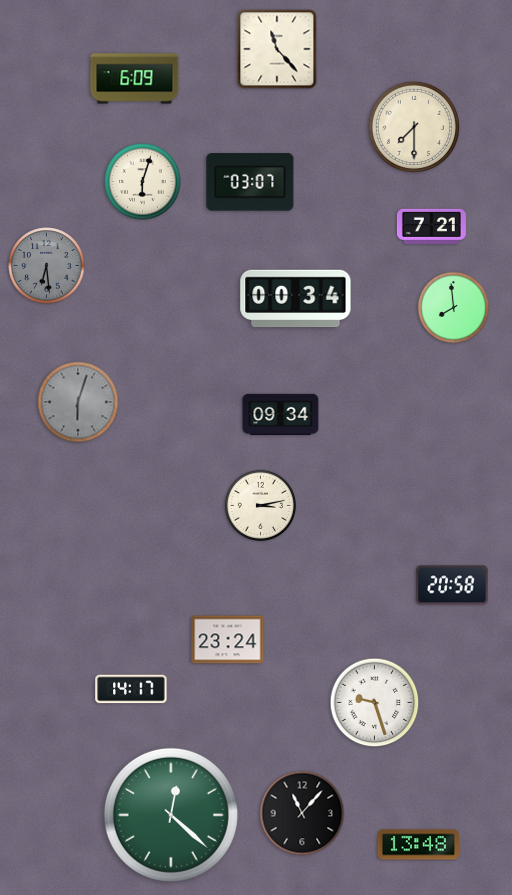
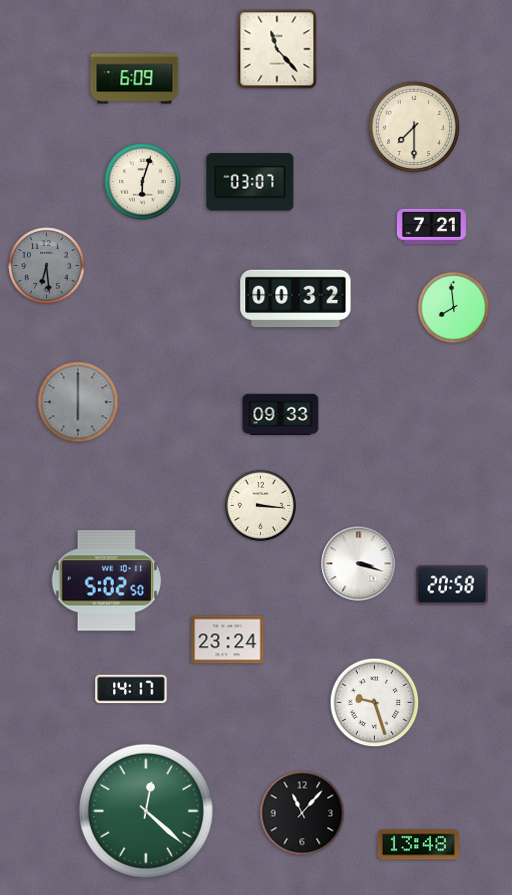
clock at (296, 299): 00:34 -> 00:32
clock at (78, 402): 6:03 -> 6:00
clock at (281, 414): 09:34 -> 09:33
clock at (260, 505): 3:13 -> 3:16
clock at (359, 564): none -> 3:18
clock at (107, 581): none -> 5:02
clock at (171, 815) position: (171, 815) -> (146, 811)
